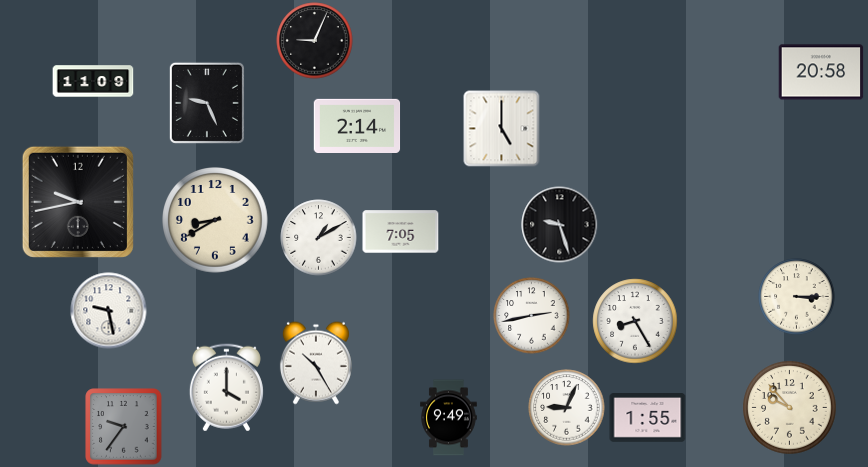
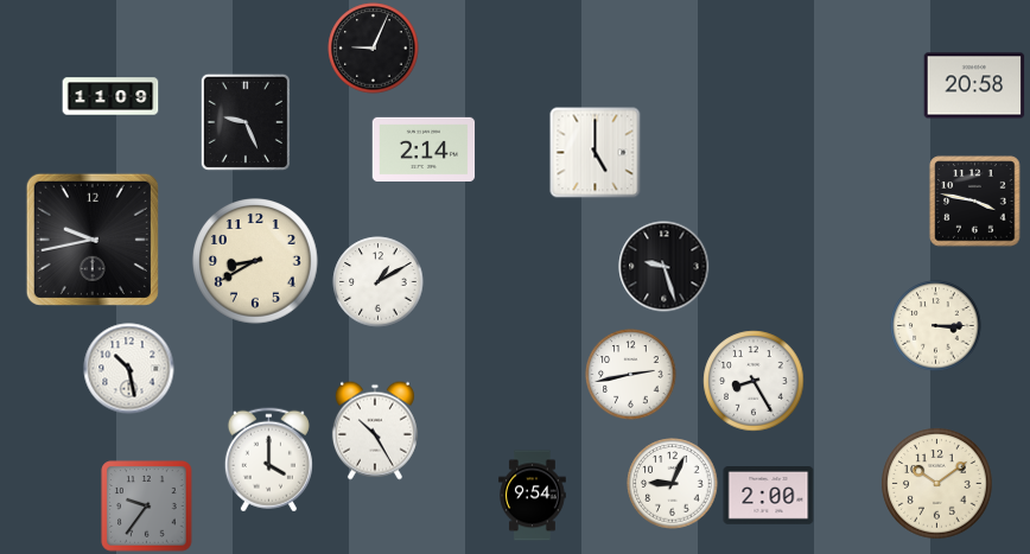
clock at (975, 202): none -> 3:47
clock at (401, 232): 7:05 -> none
clock at (797, 297) position: (797, 297) -> (936, 326)
clock at (109, 311): 9:28 -> 10:28
clock at (790, 408): 9:53 -> 10:09
clock at (449, 418): 9:49 -> 9:54
clock at (648, 418): 1:55 -> 2:00
